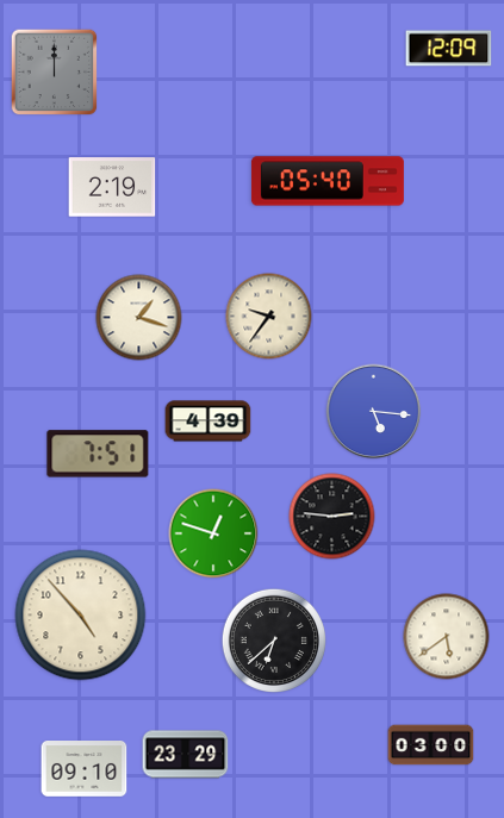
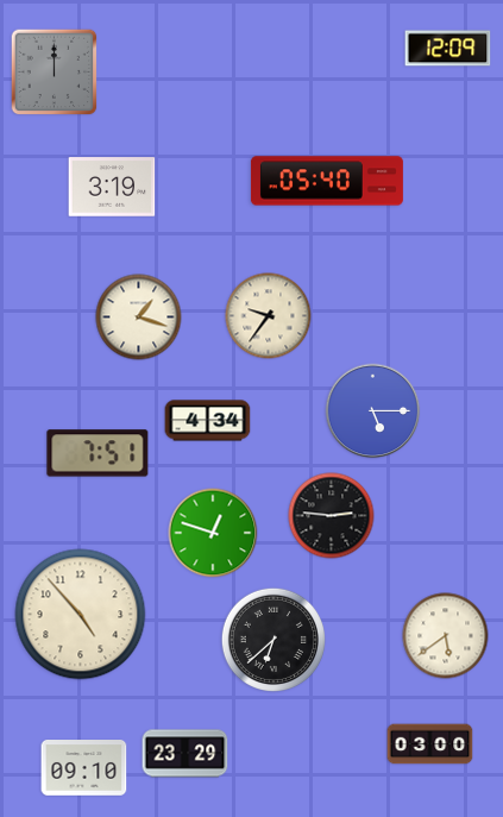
clock at (112, 187): 2:19 -> 3:19
clock at (374, 412): 5:16 -> 5:15
clock at (209, 422): 4:39 -> 4:34
